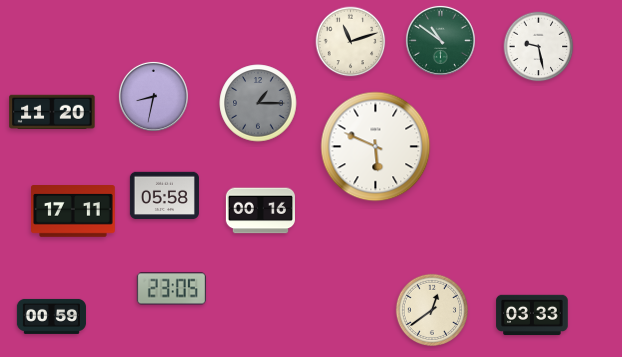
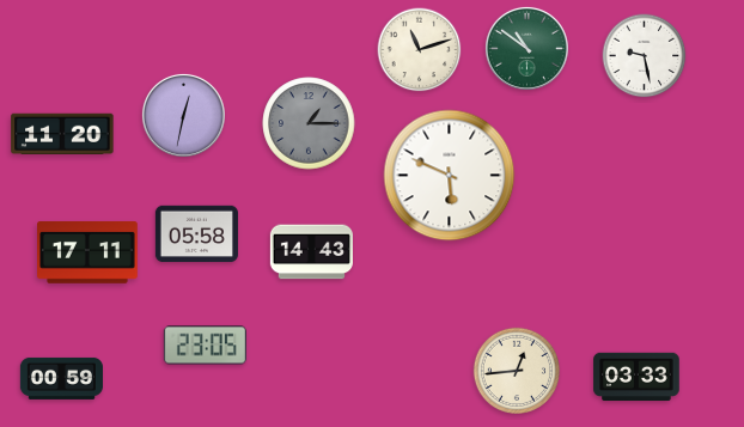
clock at (153, 96): 8:32 -> 12:32
clock at (260, 211): 00:16 -> 14:43
clock at (431, 309): 12:39 -> 12:44
